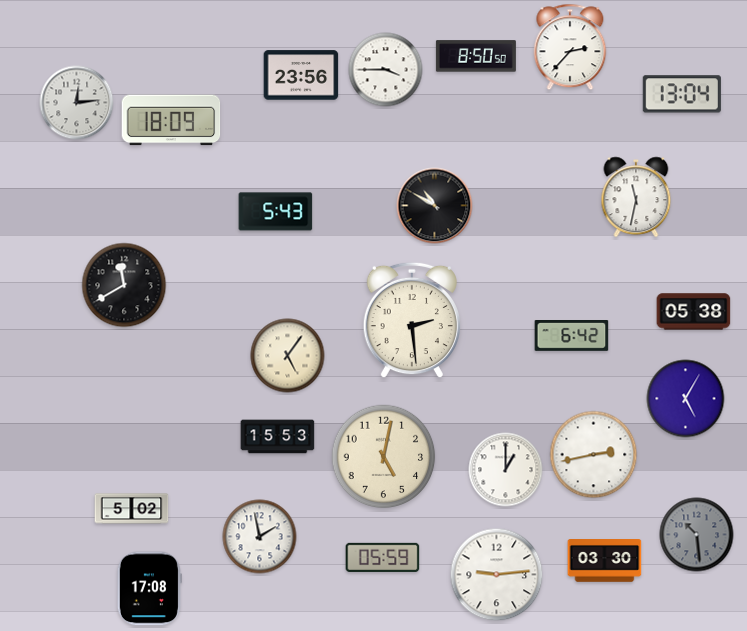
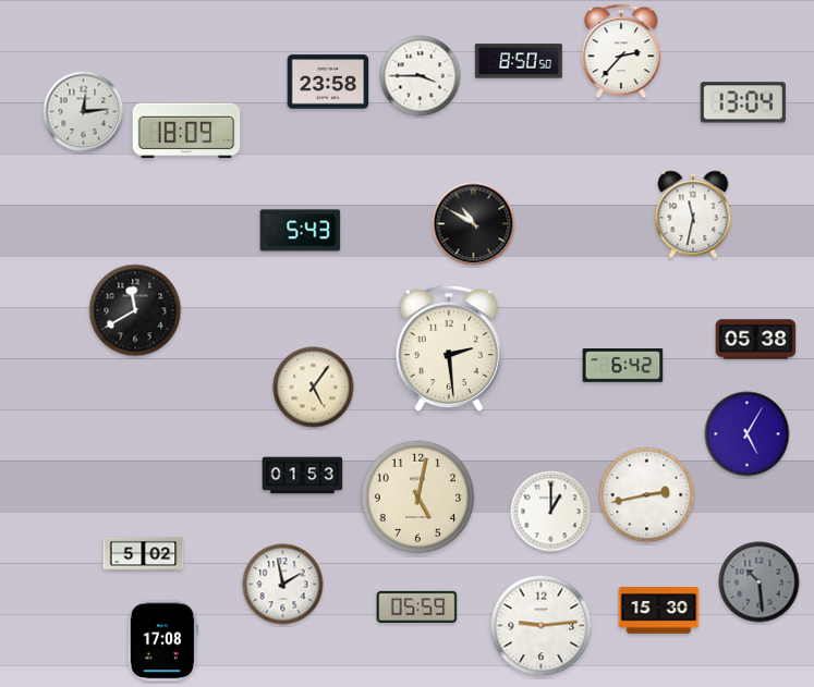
clock at (301, 75): 23:56 -> 23:58
clock at (278, 437): 15:53 -> 01:53
clock at (605, 561): 03:30 -> 15:30
